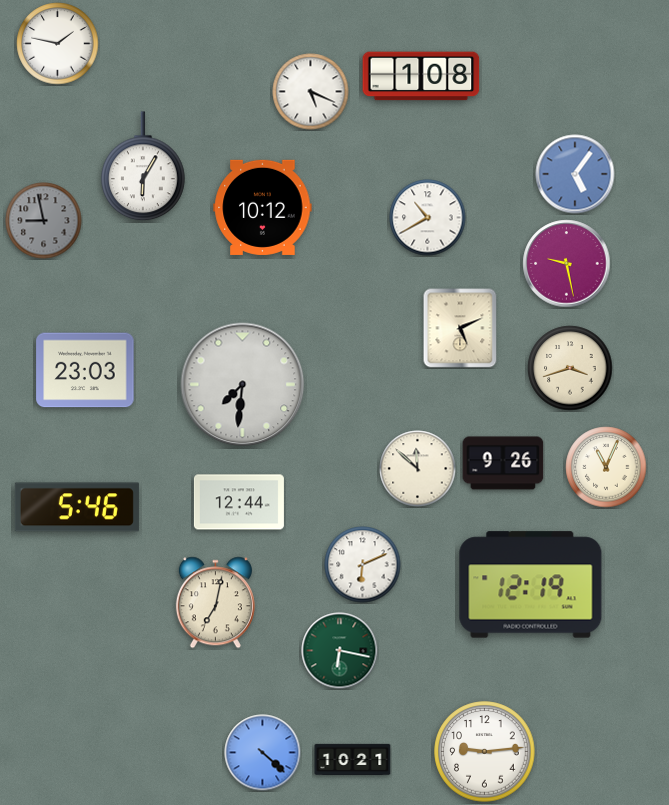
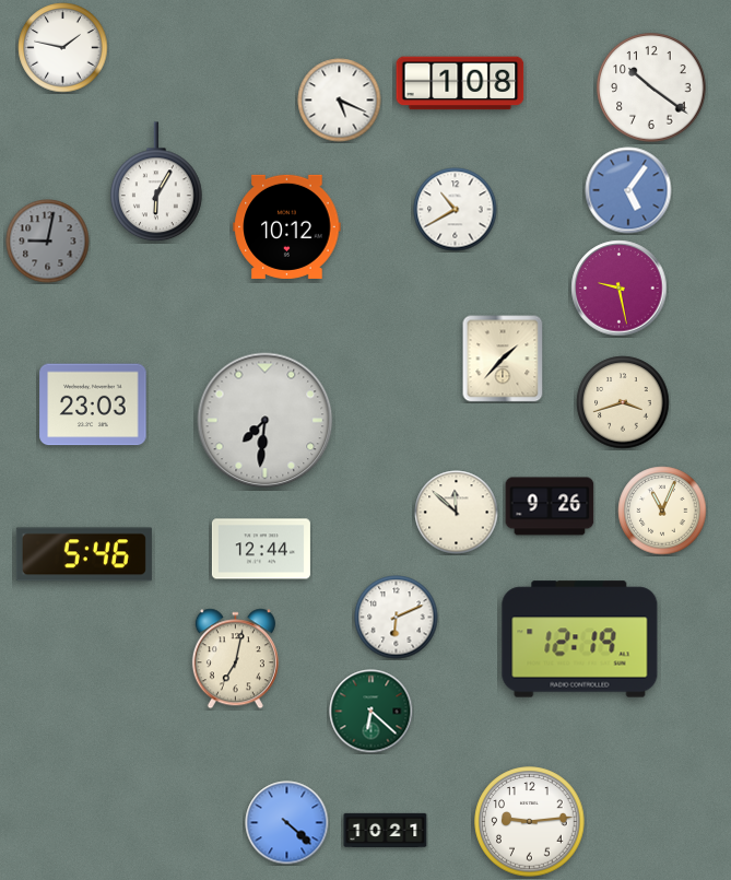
clock at (651, 87): none -> 10:21
clock at (428, 218) position: (428, 218) -> (456, 210)
clock at (44, 221): 8:58 -> 9:02
clock at (460, 328): 5:11 -> 1:37
clock at (340, 651): 6:17 -> 6:22
